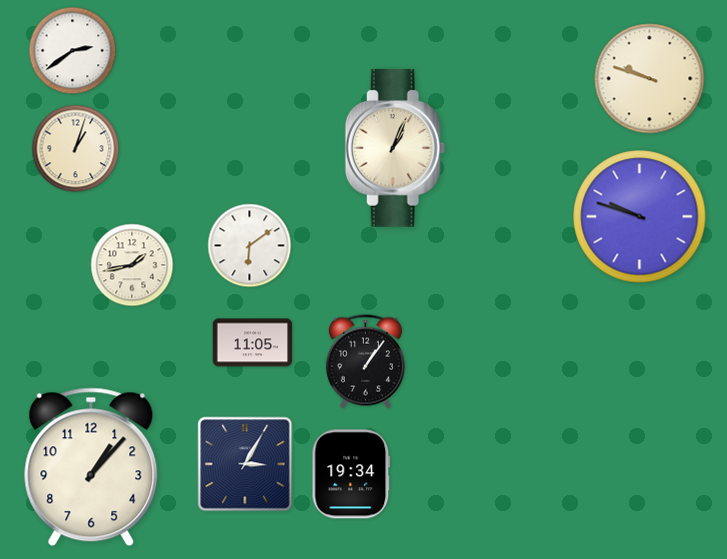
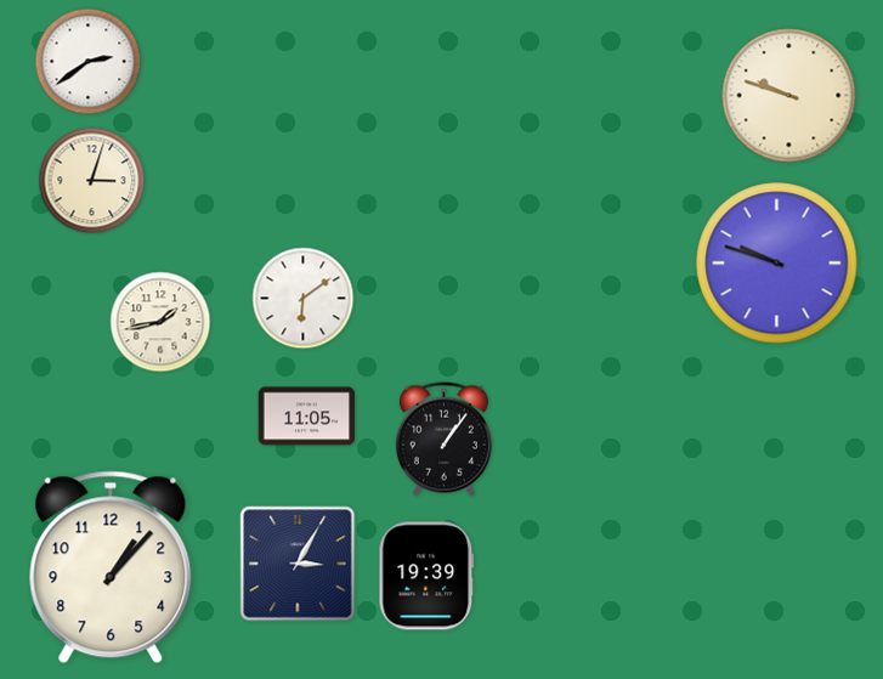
clock at (395, 148): 1:04 -> none
clock at (76, 149): 1:03 -> 3:03
clock at (351, 474): 19:34 -> 19:39
